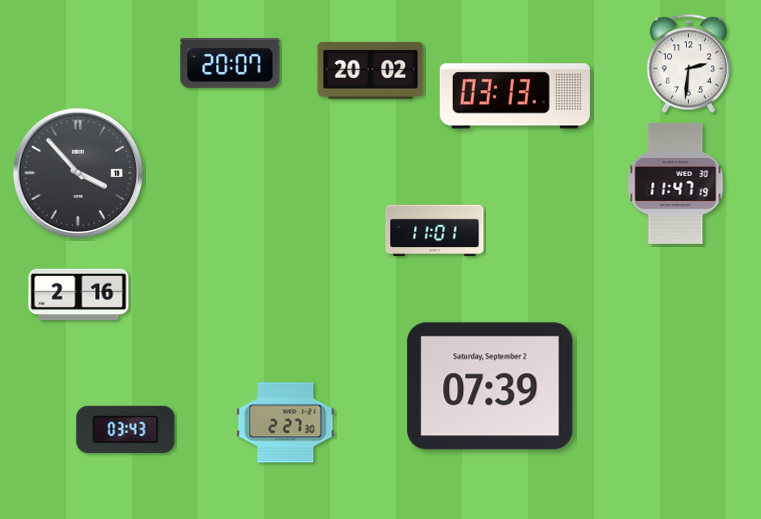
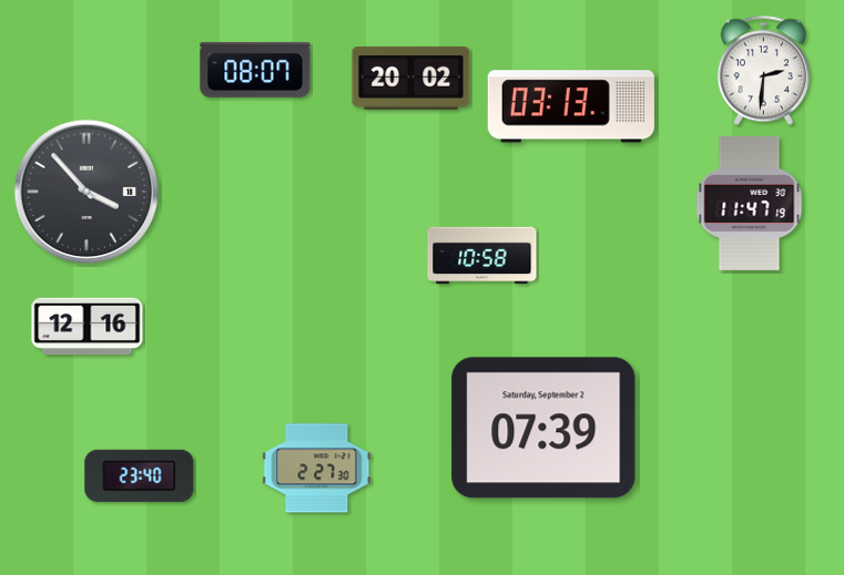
clock at (230, 63): 20:07 -> 08:07
clock at (435, 231): 11:01 -> 10:58
clock at (79, 295): 2:16 -> 12:16
clock at (126, 429): 03:43 -> 23:40
